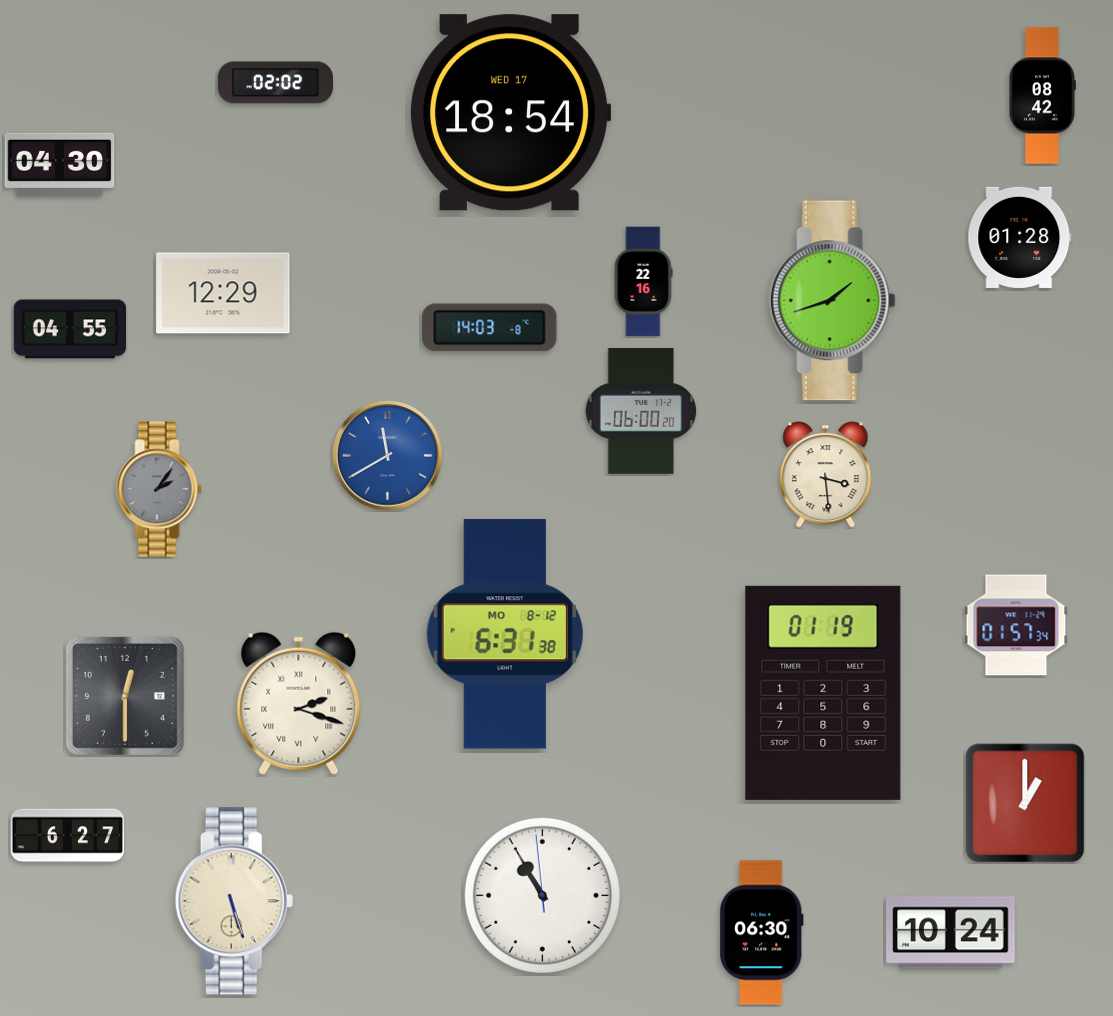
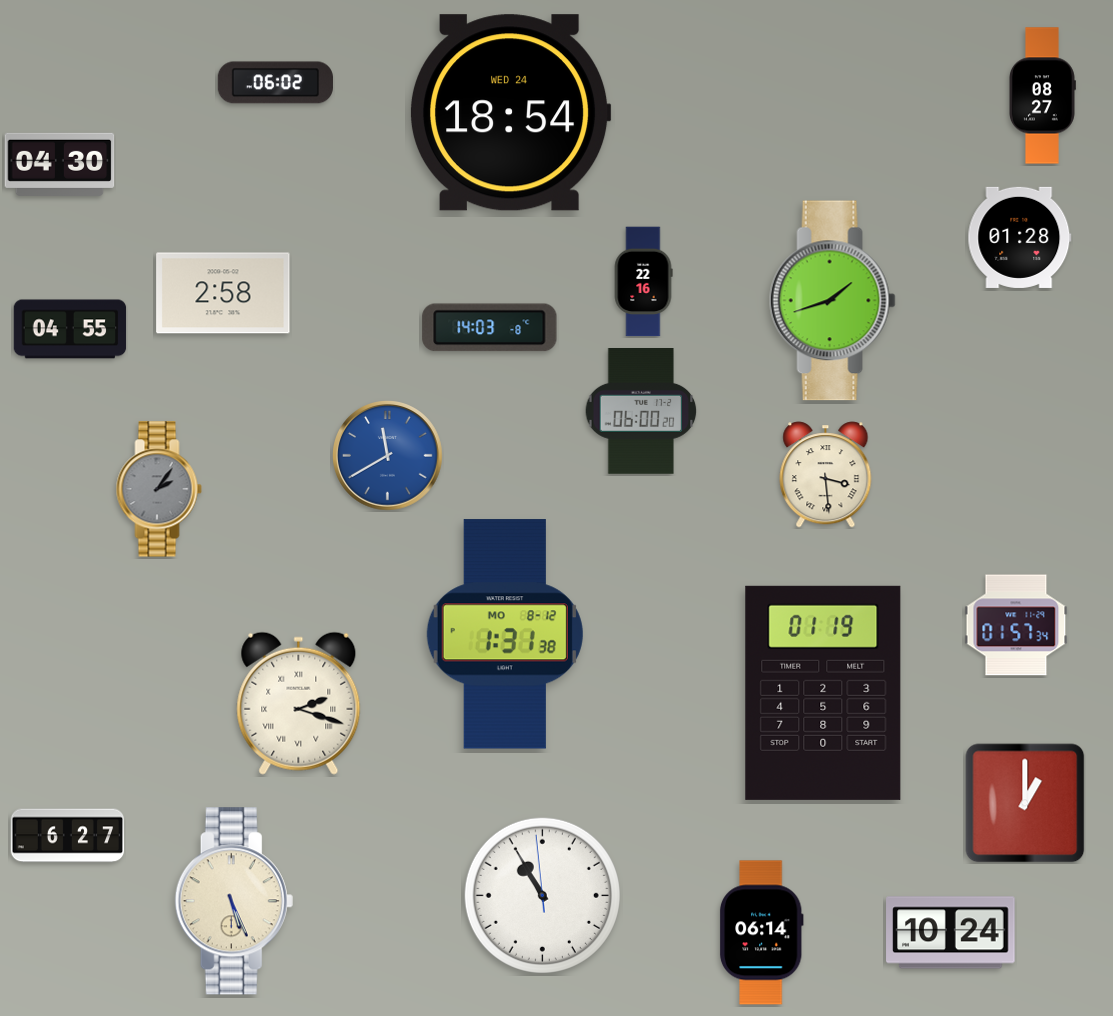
clock at (275, 83): 02:02 -> 06:02
clock at (1043, 96): 08:42 -> 08:27
clock at (510, 113) date: WED 17 -> WED 24
clock at (223, 293): 12:29 -> 2:58
clock at (505, 634): 6:31 -> 1:31
clock at (125, 696): 12:30 -> none
clock at (234, 901): 5:27 -> 5:26
clock at (761, 933): 06:30 -> 06:14
